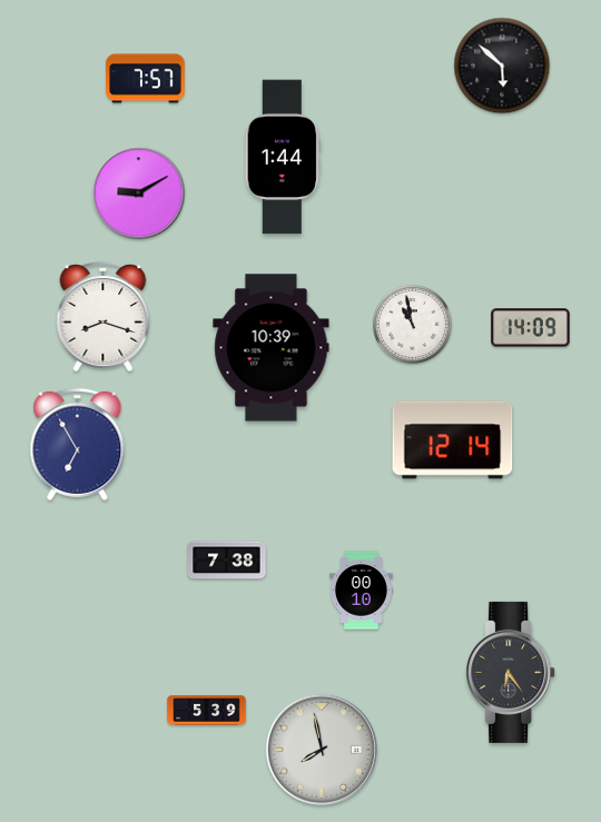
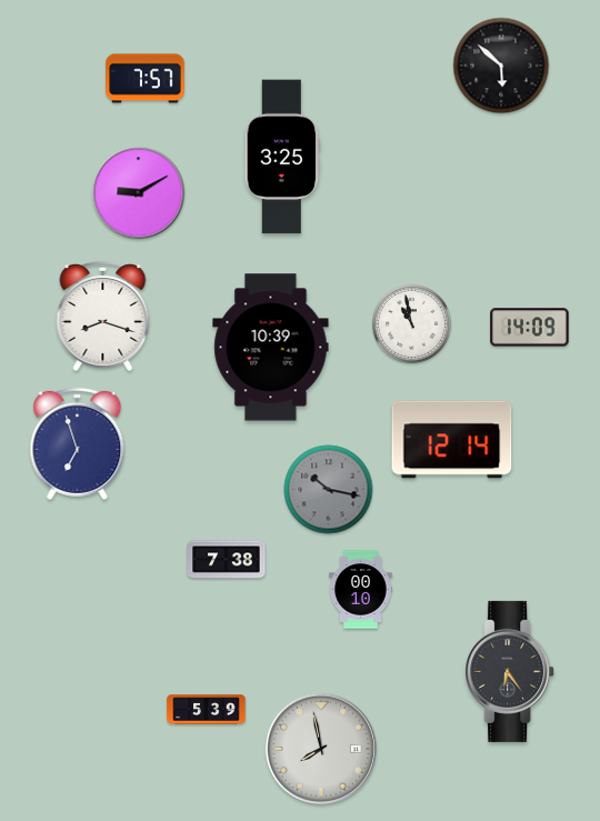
clock at (283, 157): 1:44 -> 3:25
clock at (78, 444): 6:55 -> 6:57
clock at (329, 490): none -> 10:17
